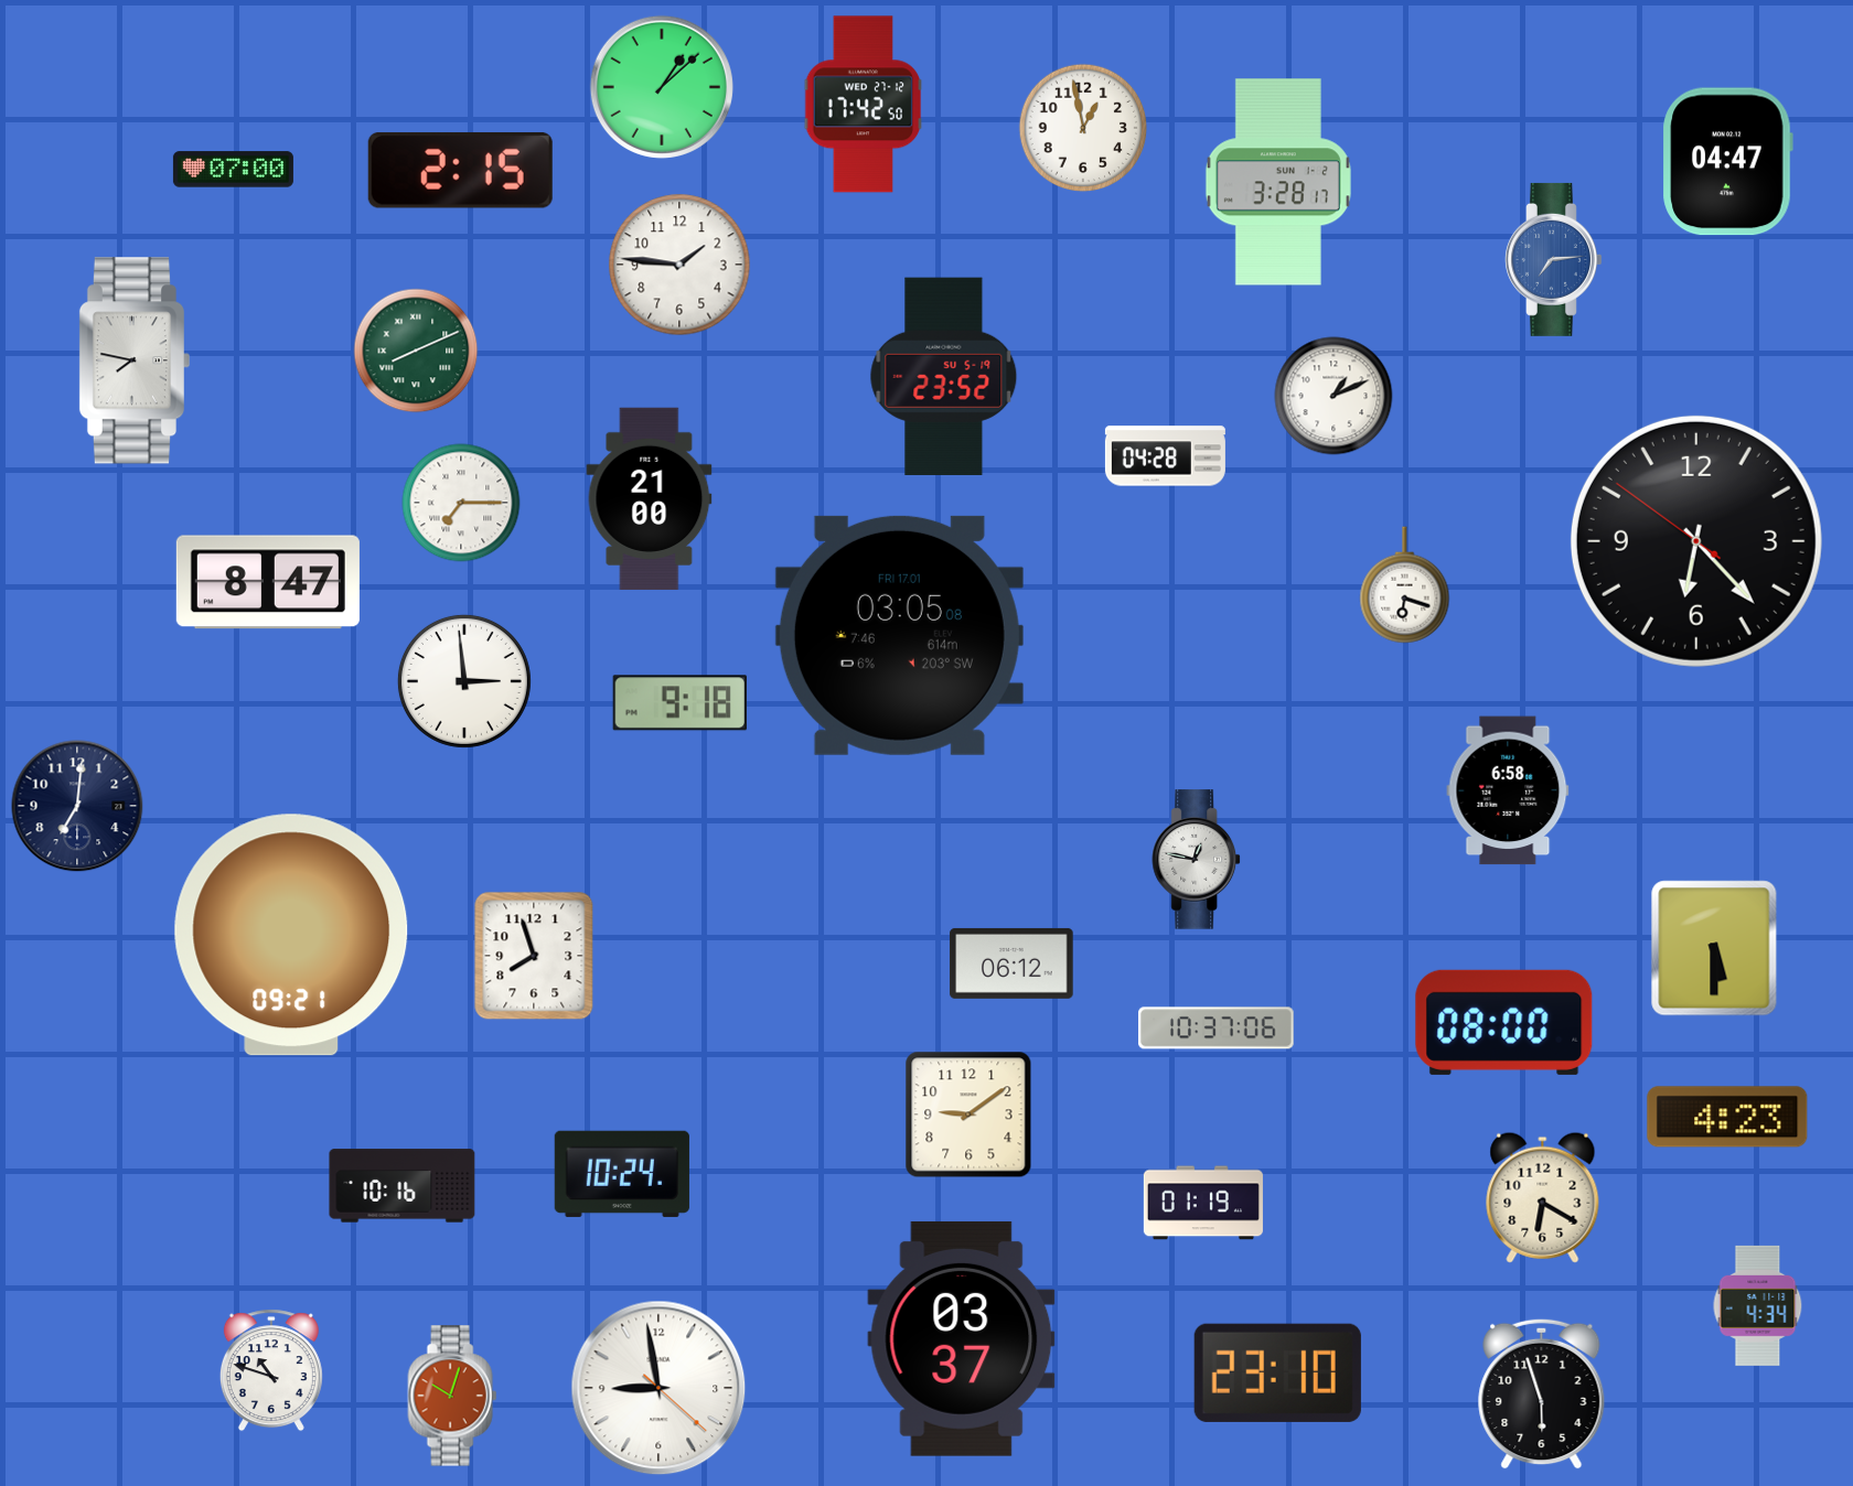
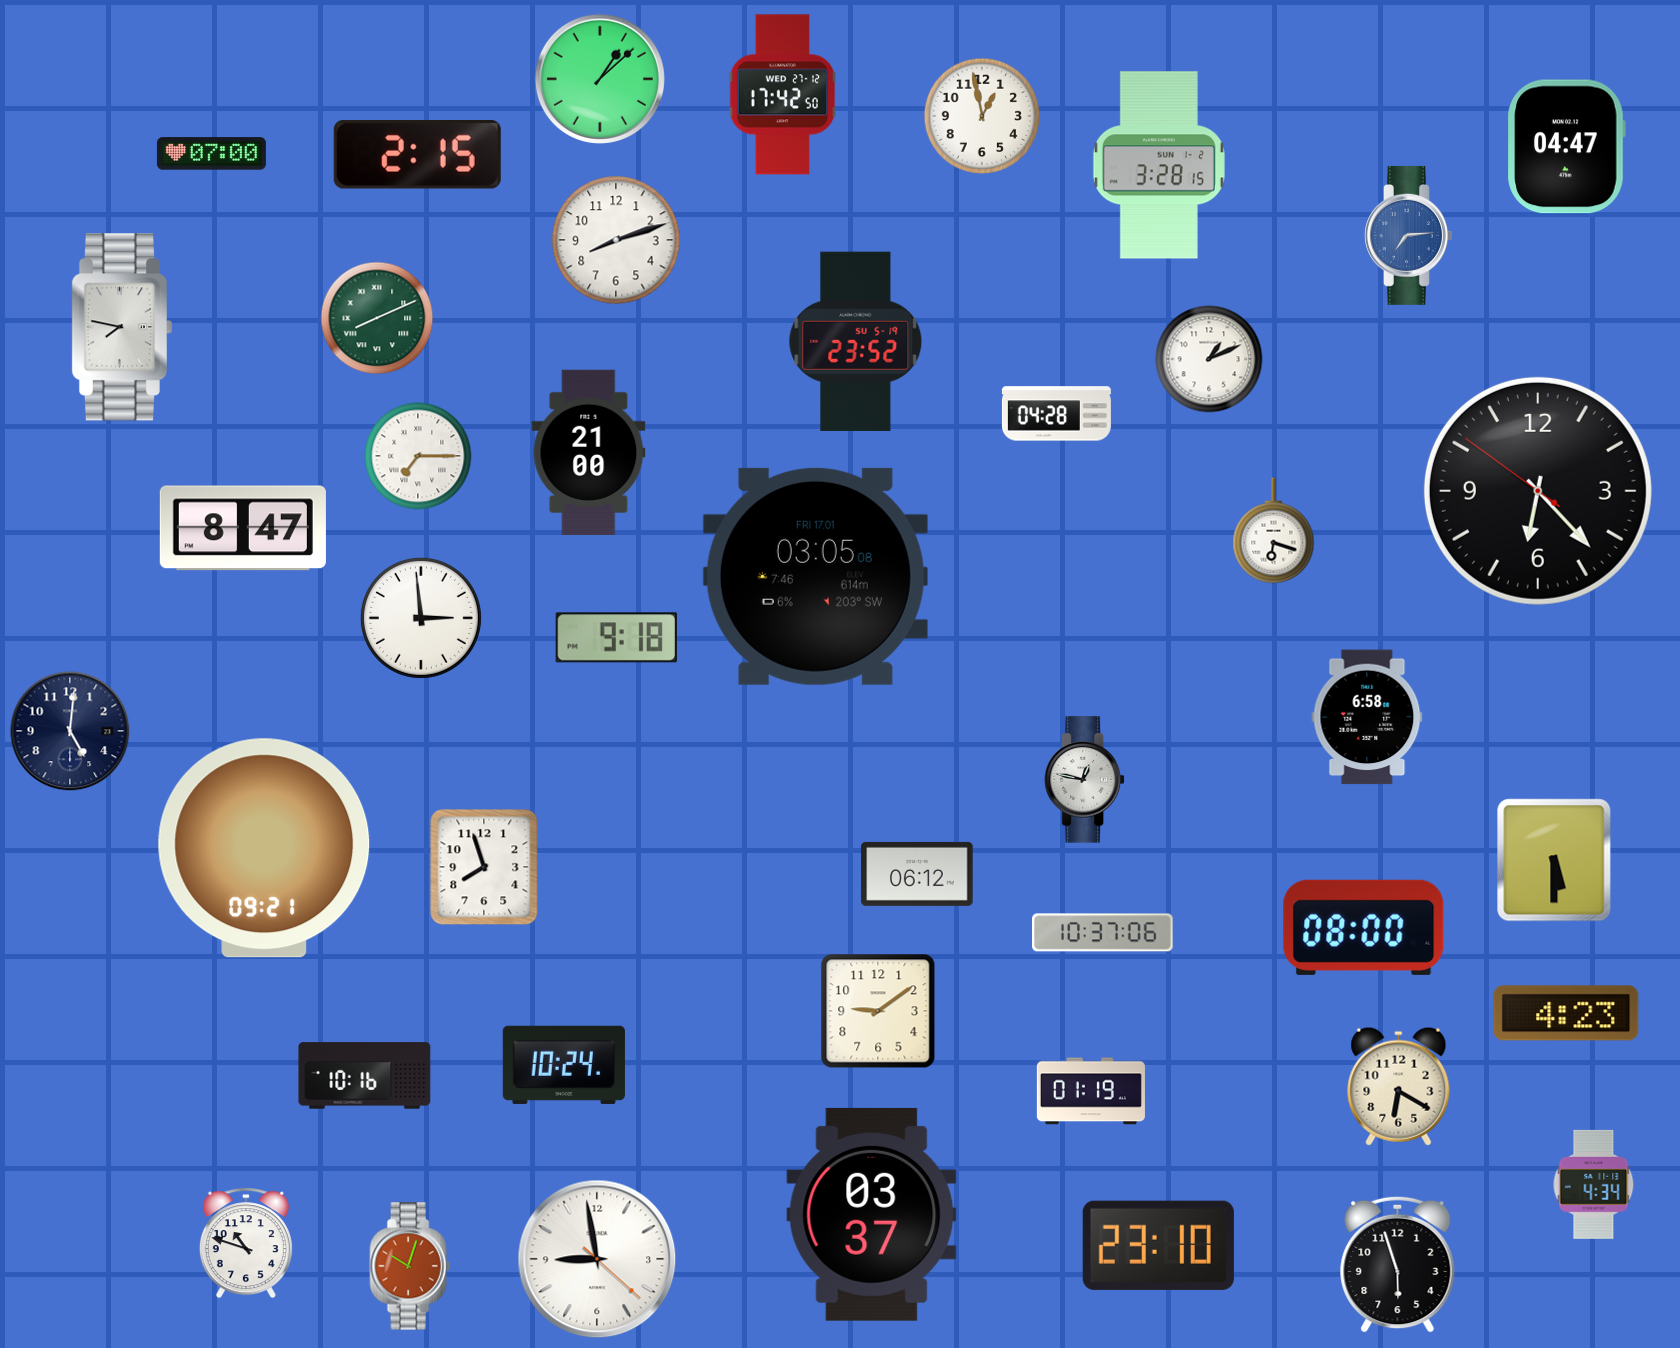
clock at (1278, 182): 3:28:17 -> 3:28:15
clock at (679, 265): 1:46 -> 8:12
clock at (77, 806): 7:01 -> 5:01
